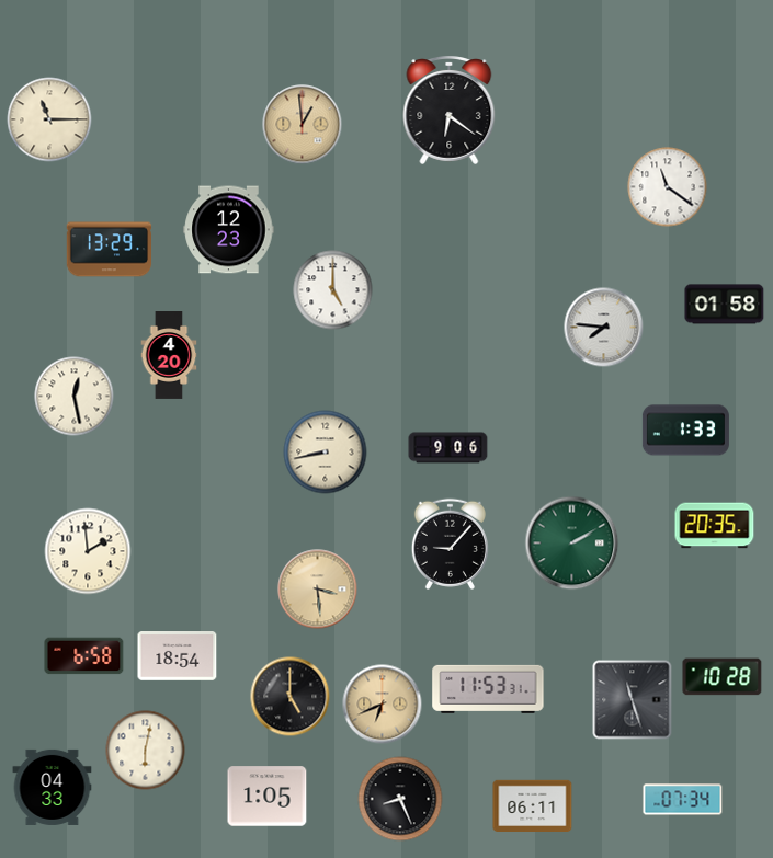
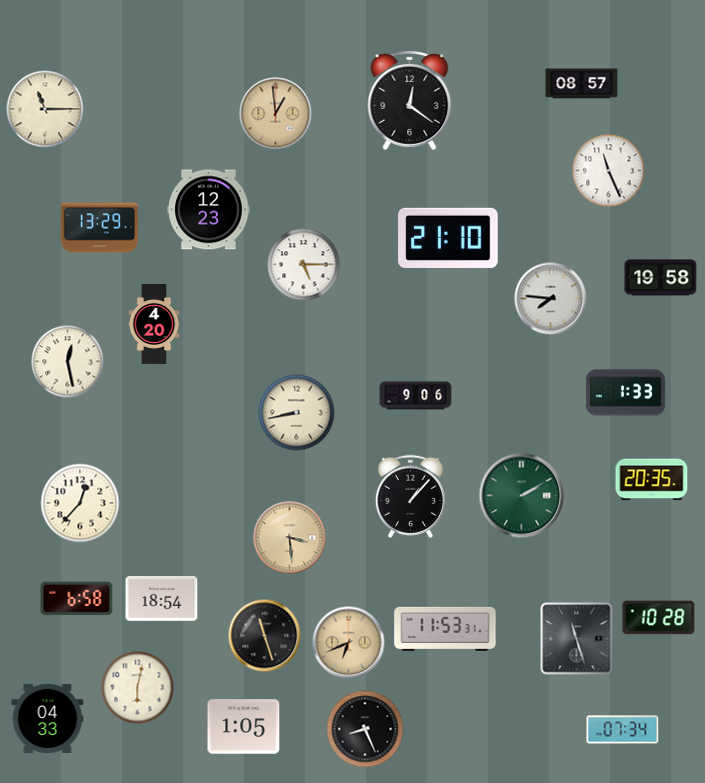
clock at (582, 84): none -> 08:57
clock at (450, 111): 6:21 -> 12:21
clock at (668, 187): 11:21 -> 11:26
clock at (448, 238): none -> 21:10
clock at (333, 290): 5:00 -> 5:15
clock at (725, 305): 01:58 -> 19:58
clock at (448, 448) position: (448, 448) -> (416, 396)
clock at (450, 544): 9:07 -> 1:07
clock at (88, 551): 1:59 -> 12:37
clock at (291, 697): 5:00 -> 11:27
clock at (146, 751) position: (146, 751) -> (138, 688)
clock at (533, 805): 06:11 -> none
